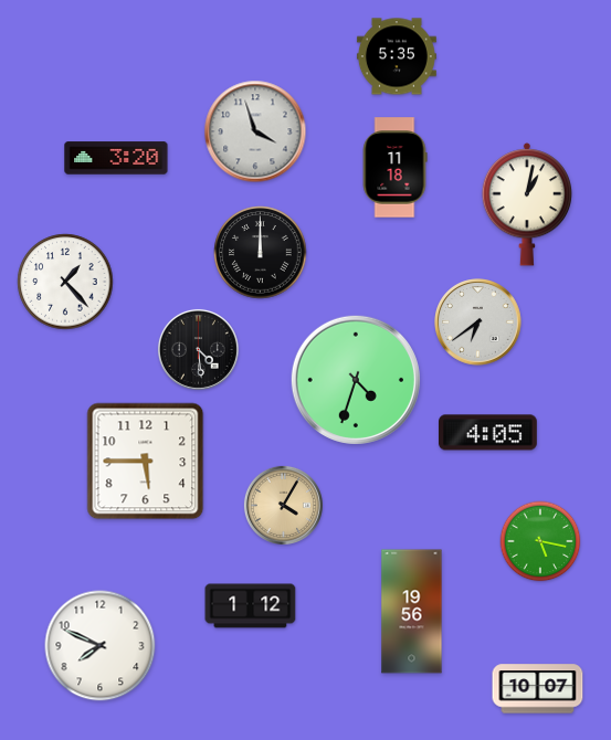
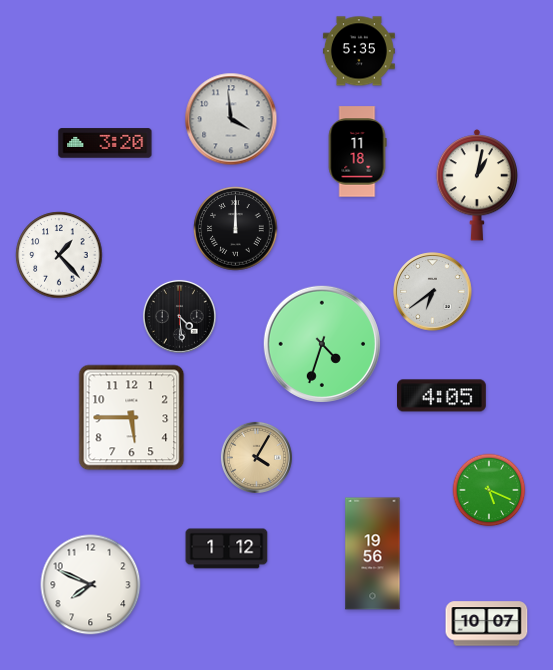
clock at (255, 131): 3:57 -> 3:59
clock at (488, 433) position: (488, 433) -> (442, 396)
clock at (540, 541): 5:17 -> 5:19
